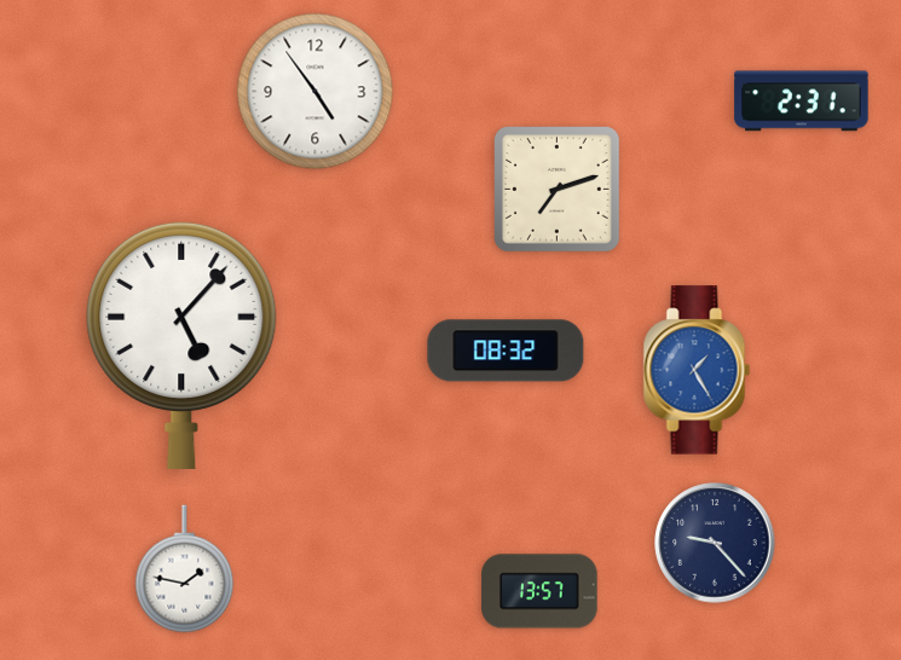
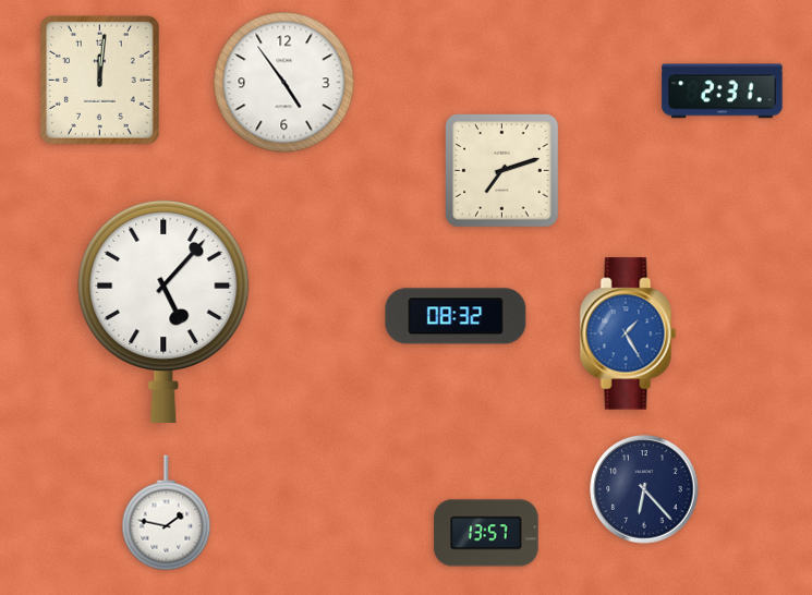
clock at (99, 81): none -> 12:01
clock at (715, 543): 9:23 -> 6:23
